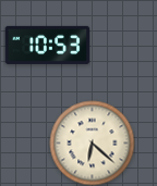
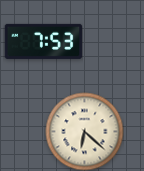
clock at (47, 45): 10:53 -> 7:53
